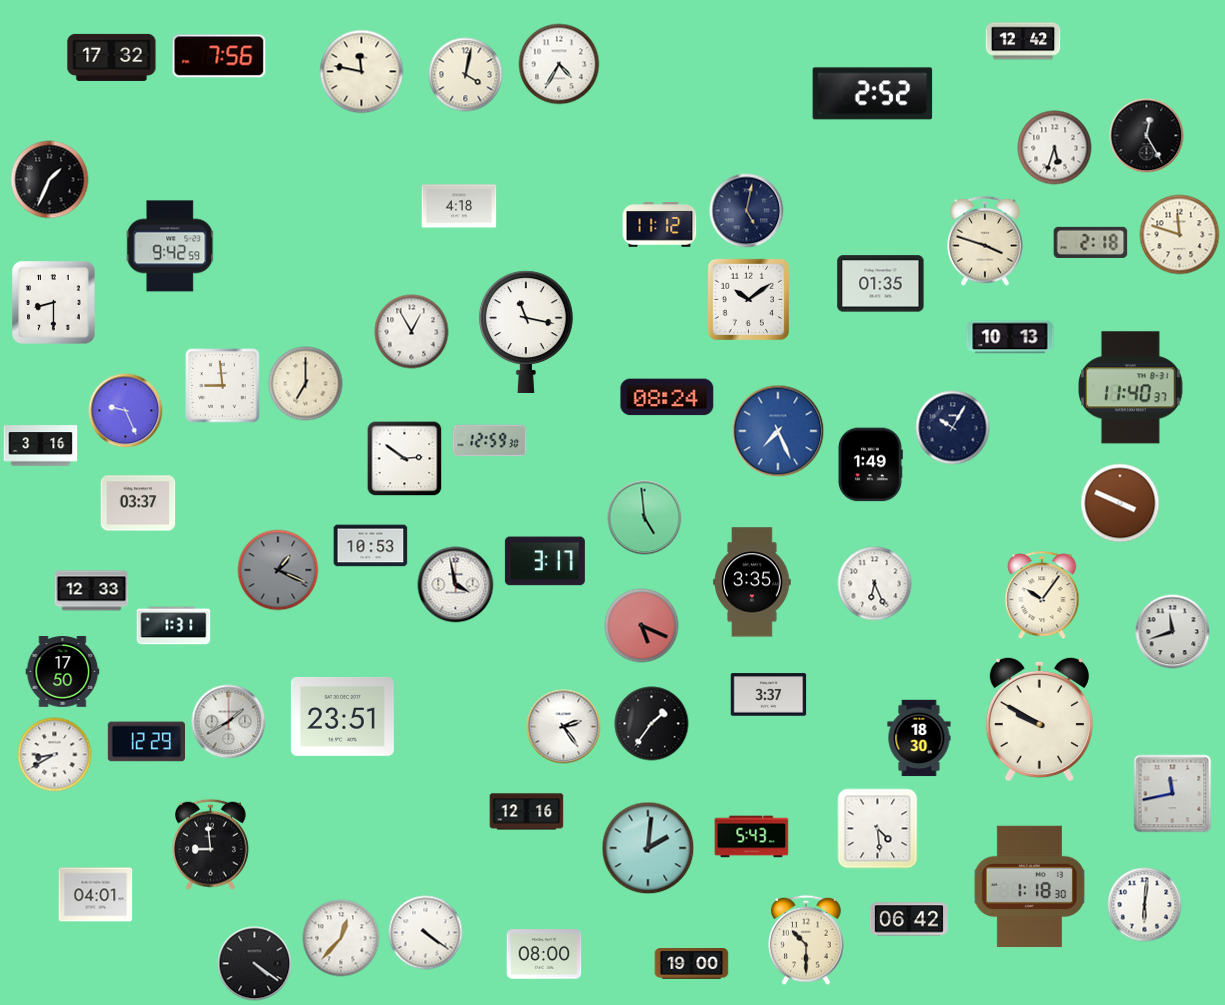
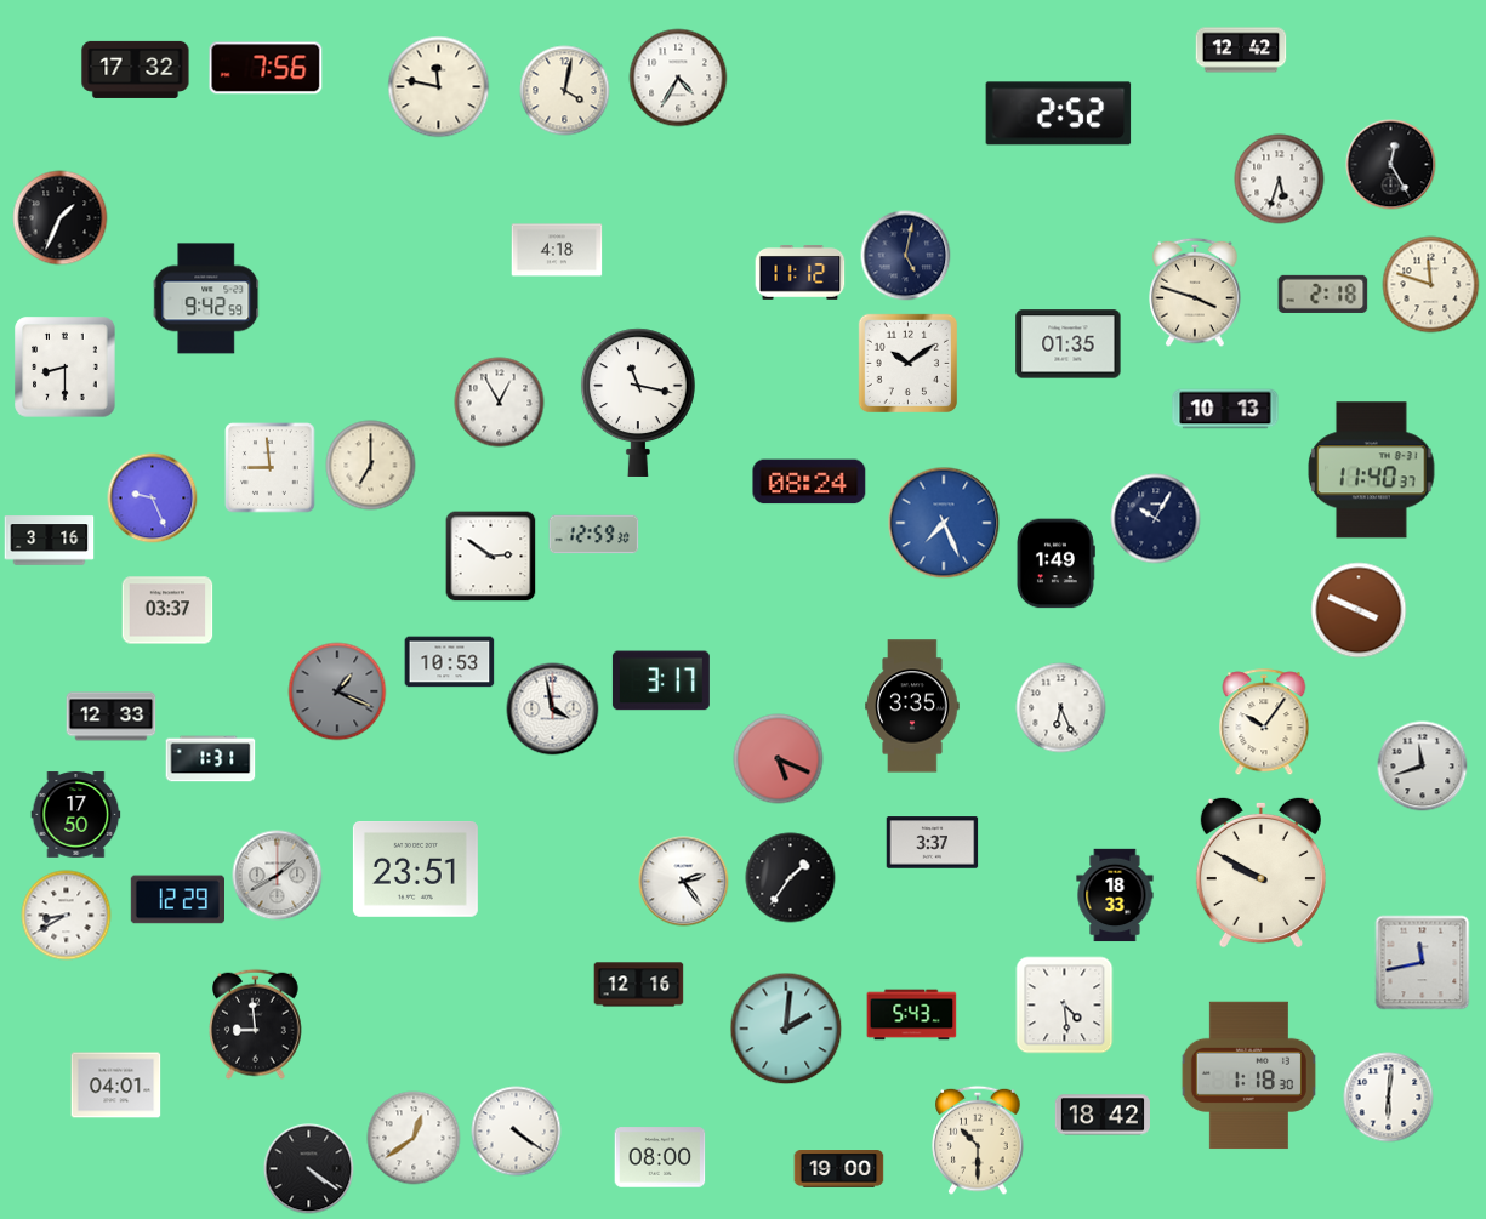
clock at (645, 518): 4:59 -> none
clock at (919, 738): 18:30 -> 18:33
clock at (909, 919): 06:42 -> 18:42
clock at (341, 938): 12:37 -> 12:39
